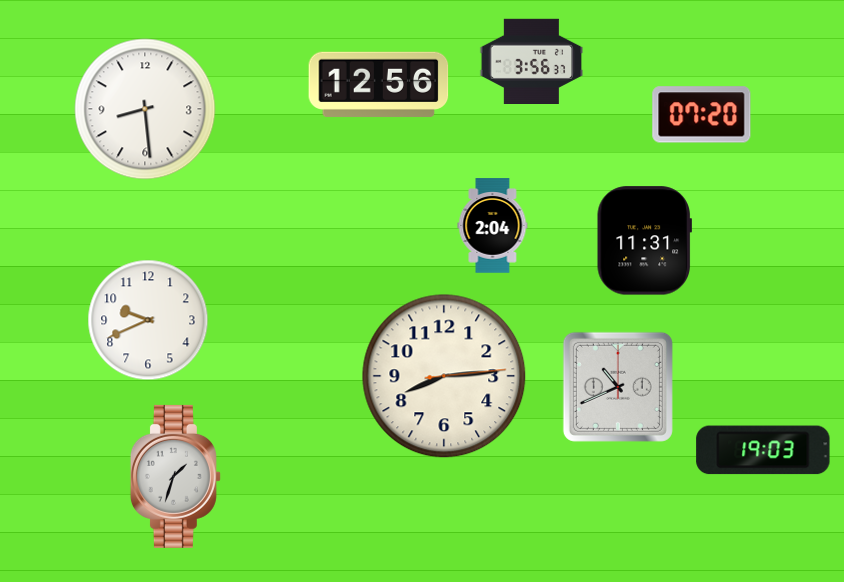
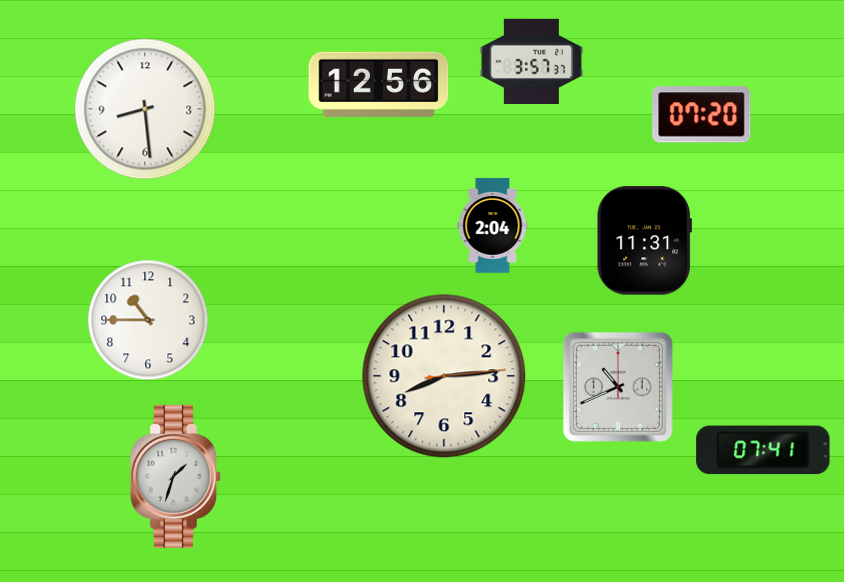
clock at (532, 61): 3:56 -> 3:57
clock at (148, 320): 9:41 -> 10:45
clock at (763, 450): 19:03 -> 07:41
